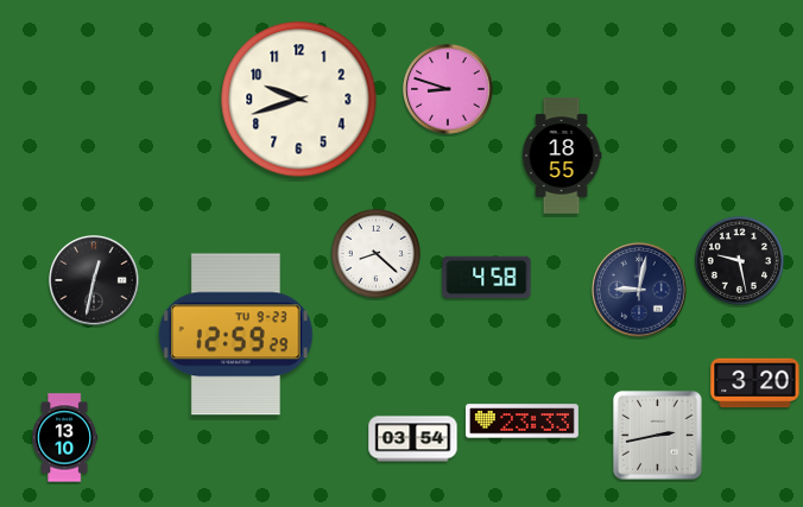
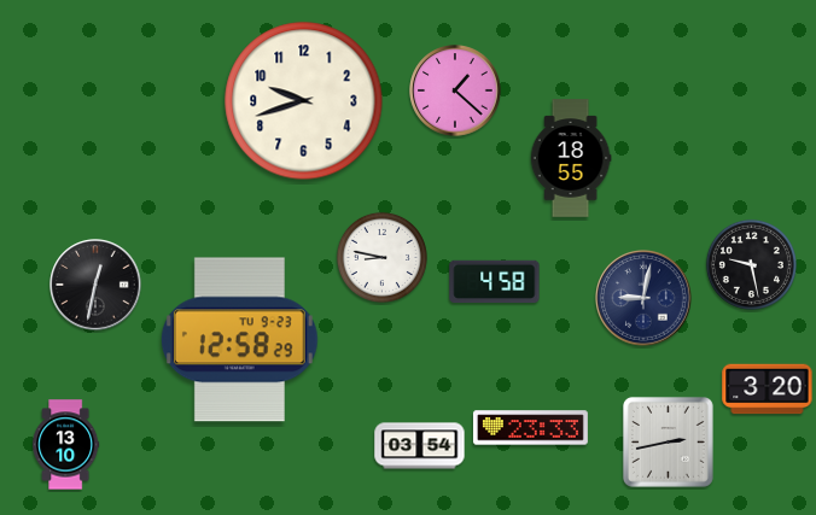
clock at (448, 89): 8:48 -> 1:22
clock at (375, 253): 8:22 -> 8:47
clock at (639, 290) position: (639, 290) -> (643, 298)
clock at (235, 335): 12:59 -> 12:58
